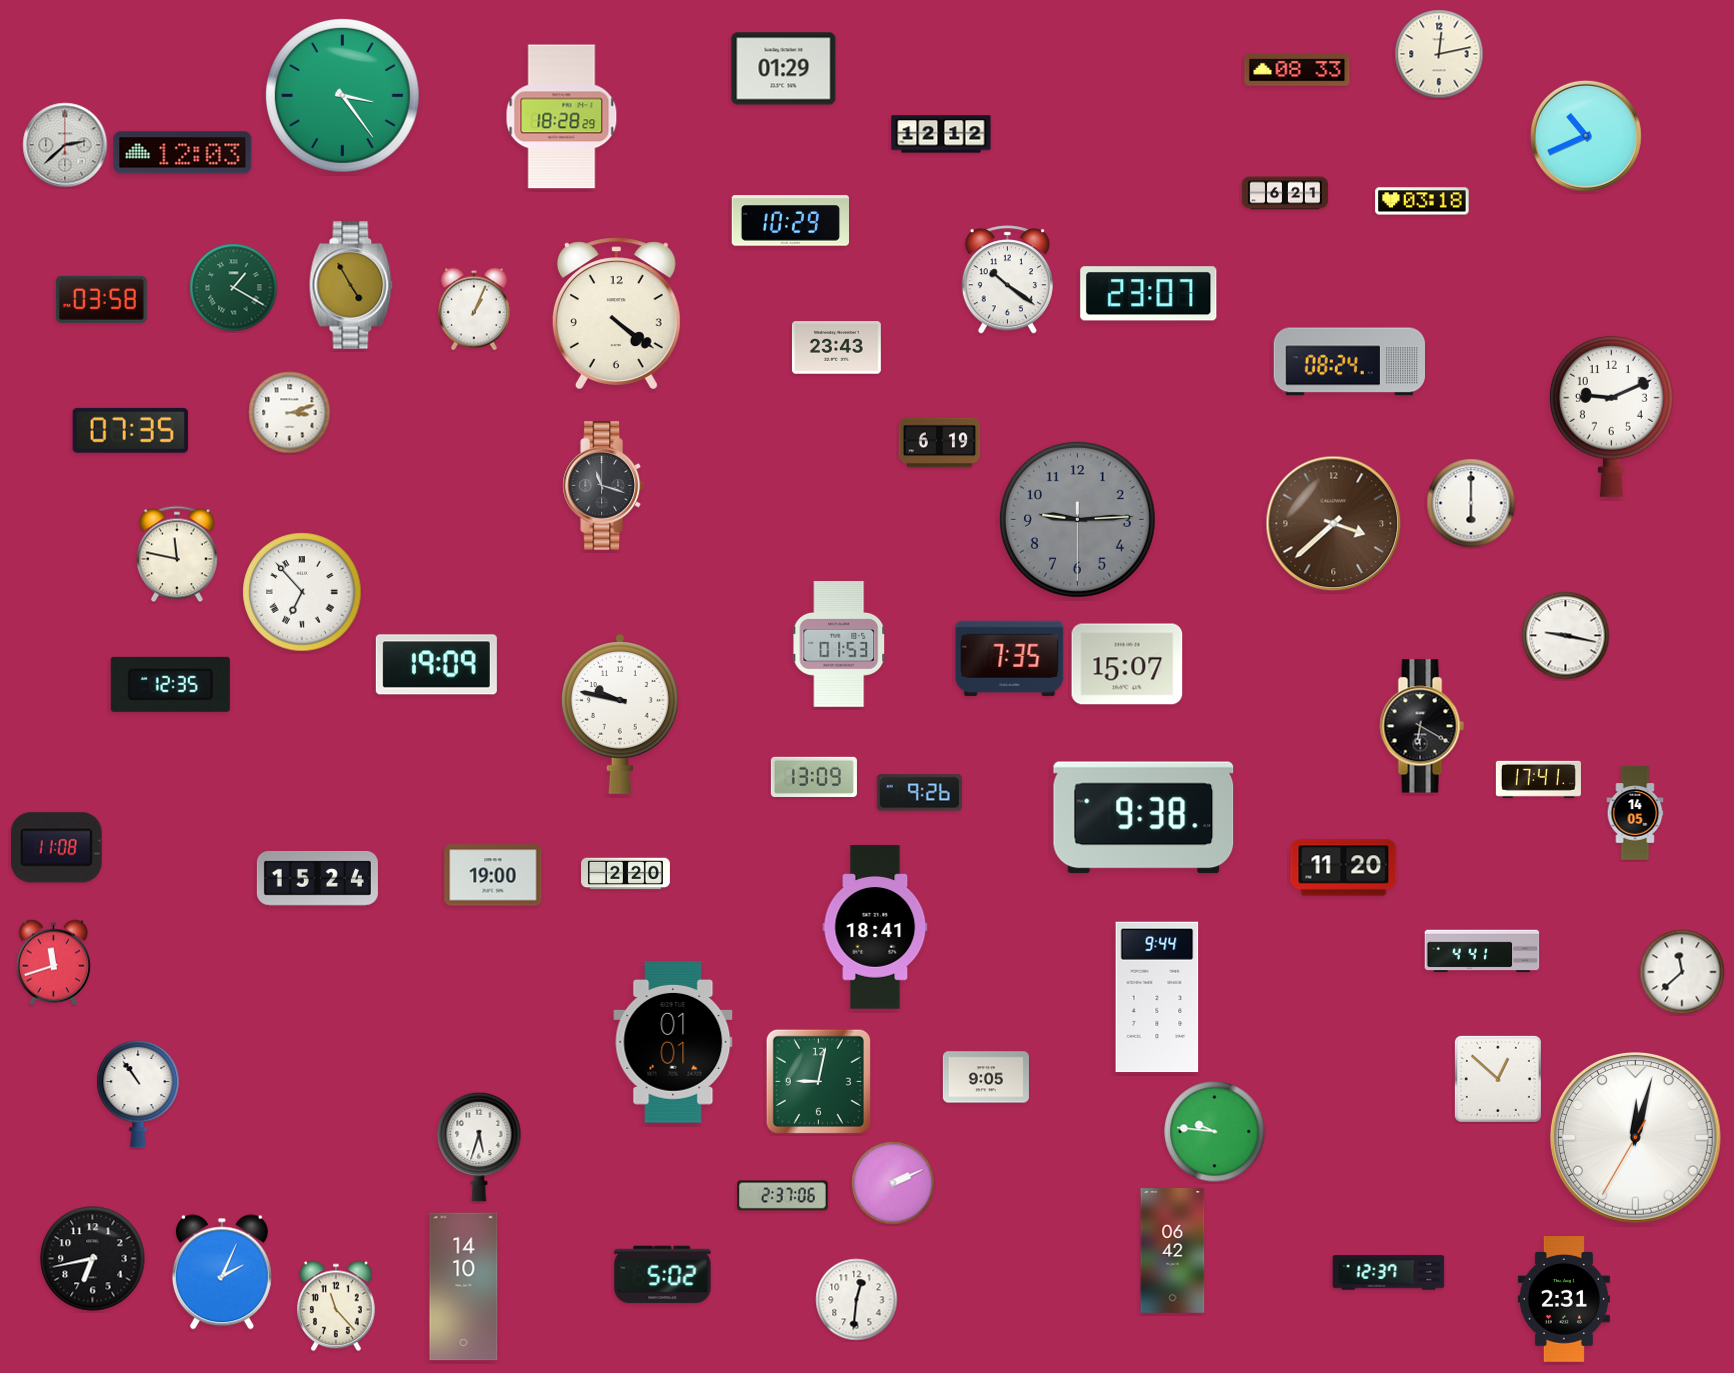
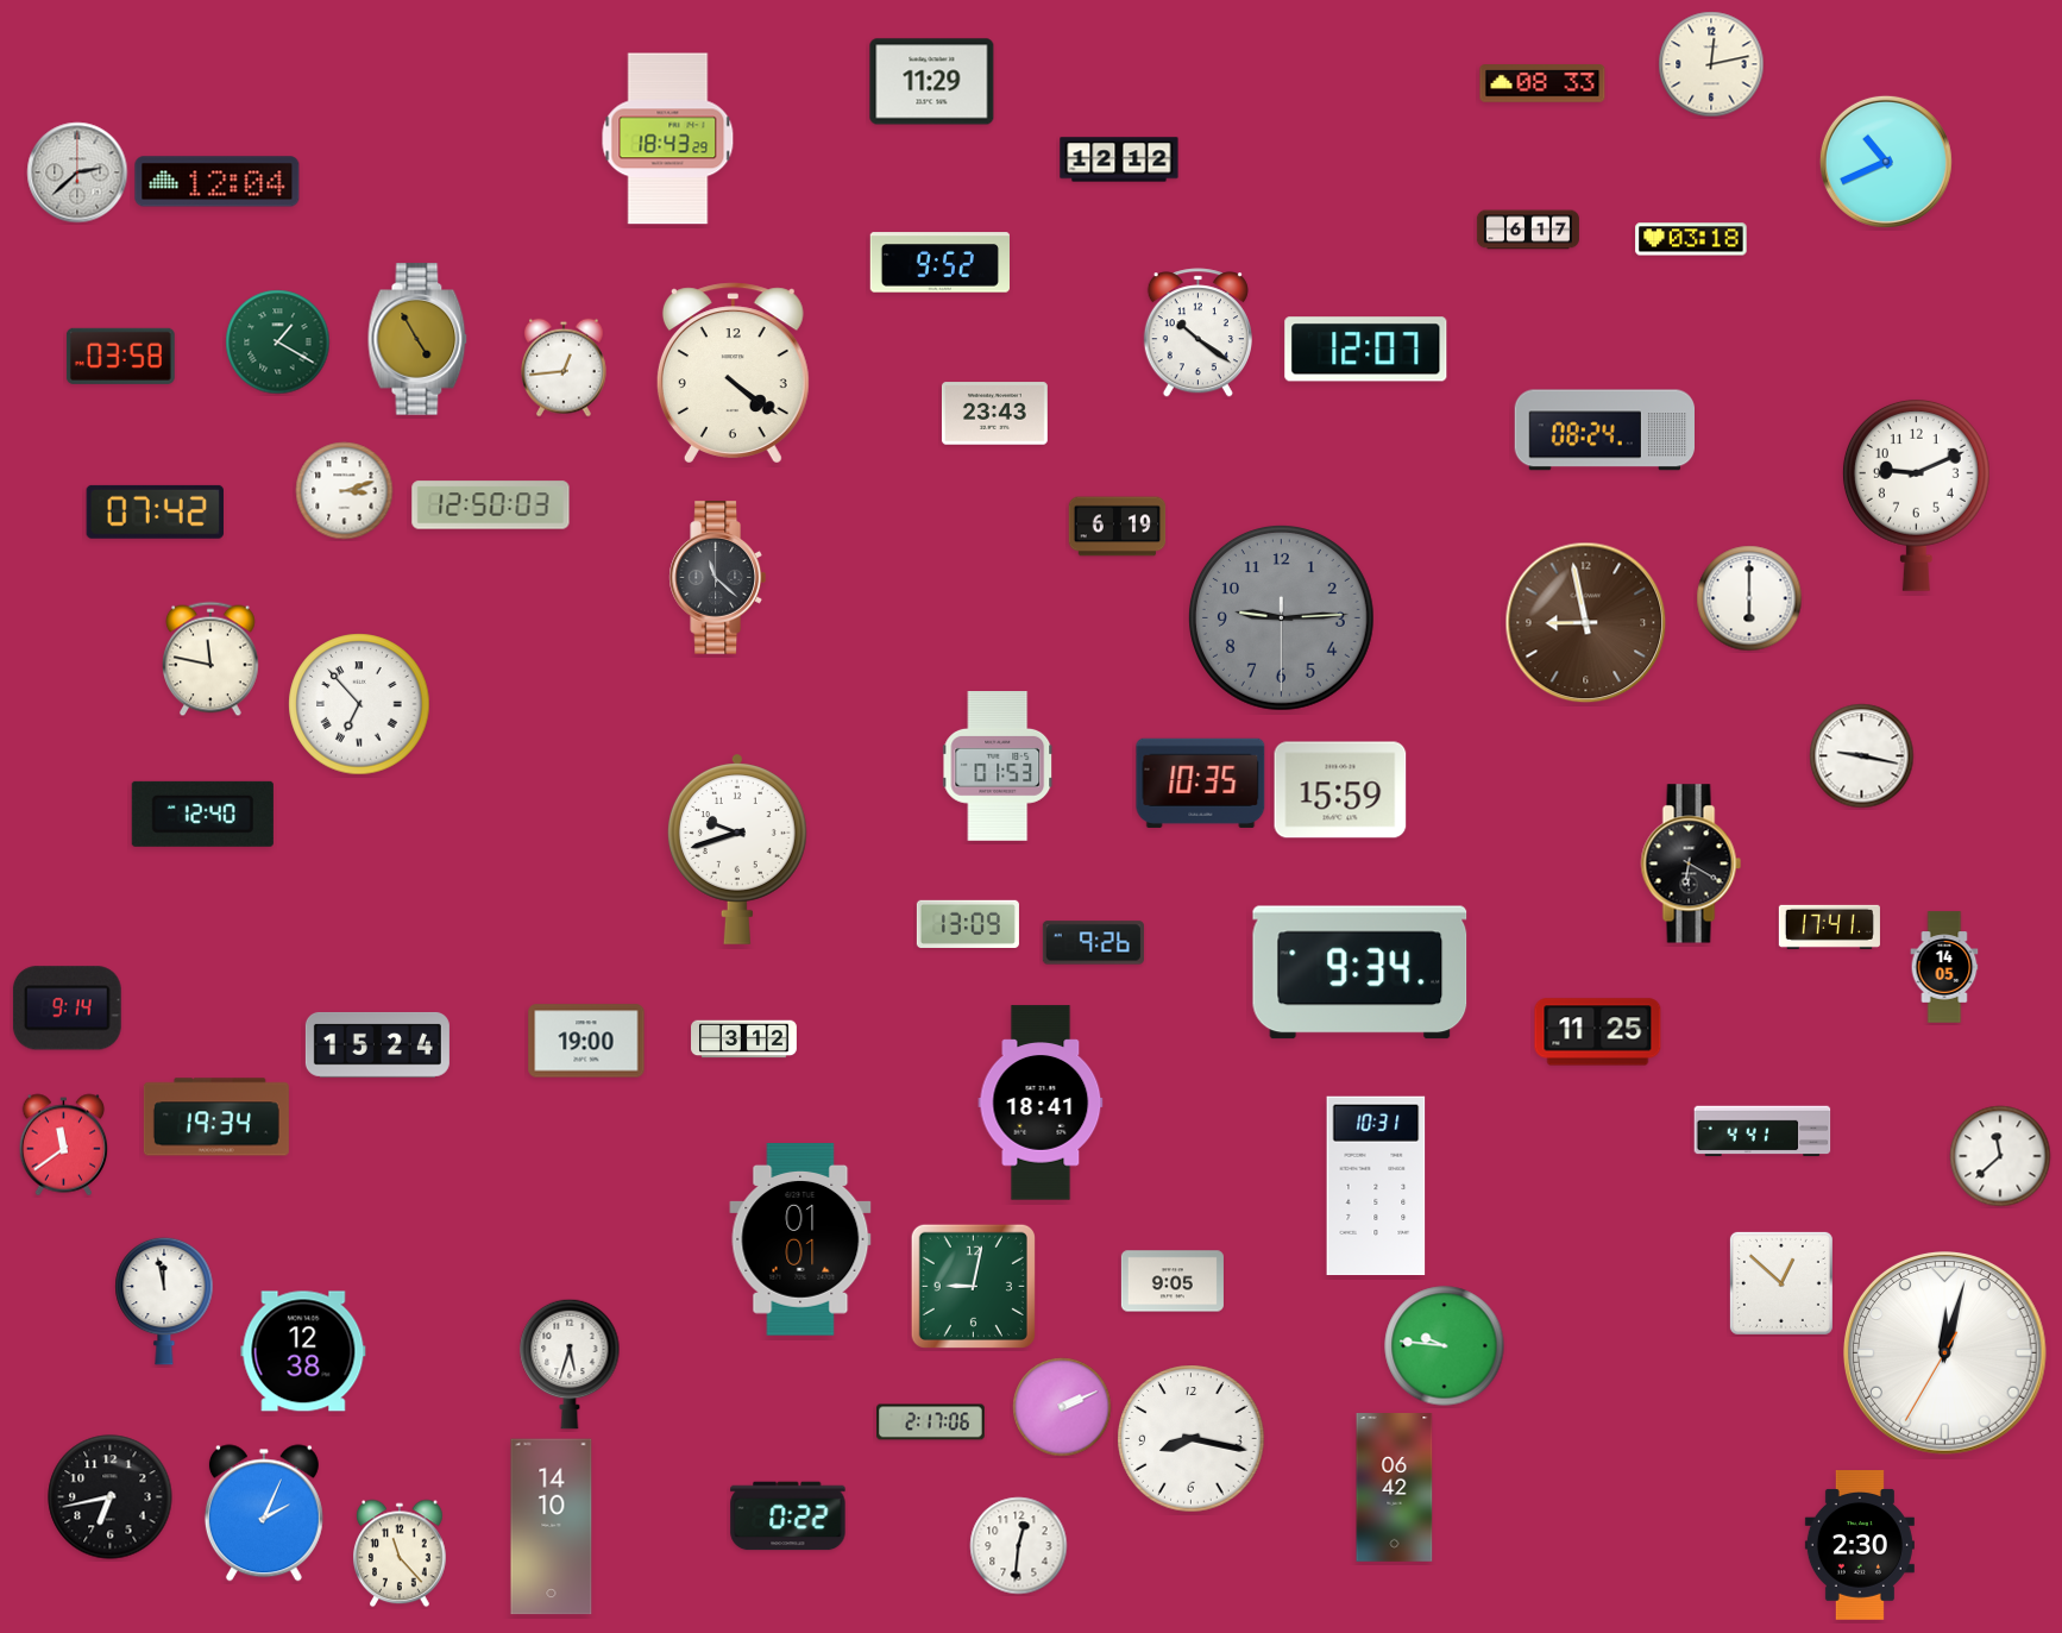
clock at (784, 69): 01:29 -> 11:29
clock at (343, 96): 3:24 -> none
clock at (562, 117): 18:28 -> 18:43
clock at (183, 153): 12:03 -> 12:04
clock at (1285, 193): 6:21 -> 6:17
clock at (790, 221): 10:29 -> 9:52
clock at (1149, 294): 23:07 -> 12:07
clock at (475, 309): 1:04 -> 12:44
clock at (491, 505): none -> 12:50
clock at (130, 430): 07:35 -> 07:42
clock at (603, 486): 11:18 -> 11:22
clock at (1334, 524): 3:38 -> 8:58
clock at (1010, 658): 7:35 -> 10:35
clock at (1127, 664): 15:07 -> 15:59
clock at (436, 665): 19:09 -> none
clock at (170, 684): 12:35 -> 12:40
clock at (620, 714): 9:47 -> 9:42
clock at (1144, 818): 9:38 -> 9:34
clock at (56, 848): 11:08 -> 9:14
clock at (1344, 868): 11:20 -> 11:25
clock at (626, 874): 2:20 -> 3:12
clock at (216, 1117): none -> 19:34
clock at (54, 963): 11:42 -> 11:39
clock at (1157, 997): 9:44 -> 10:31
clock at (138, 1094): 10:54 -> 11:58
clock at (303, 1351): none -> 12:38
clock at (783, 1196): 2:37 -> 2:17
clock at (1192, 1439): none -> 8:17
clock at (1389, 1273): 12:37 -> none
clock at (663, 1275): 5:02 -> 0:22
clock at (464, 1287) position: (464, 1287) -> (552, 1527)
clock at (1564, 1300): 2:31 -> 2:30
